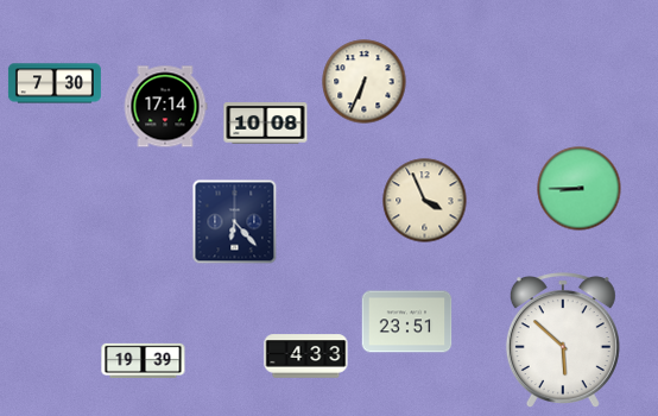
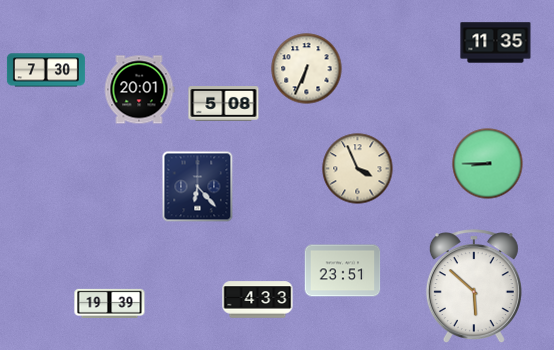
clock at (496, 43): none -> 11:35
clock at (165, 107): 17:14 -> 20:01
clock at (266, 124): 10:08 -> 5:08
clock at (580, 189) position: (580, 189) -> (488, 164)
clock at (144, 360) position: (144, 360) -> (110, 303)
